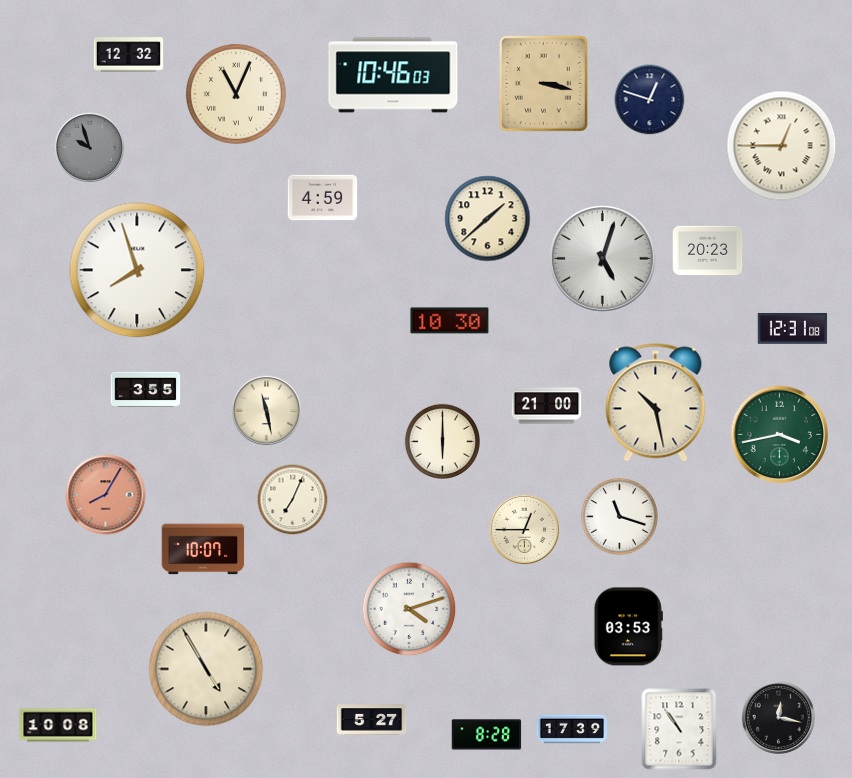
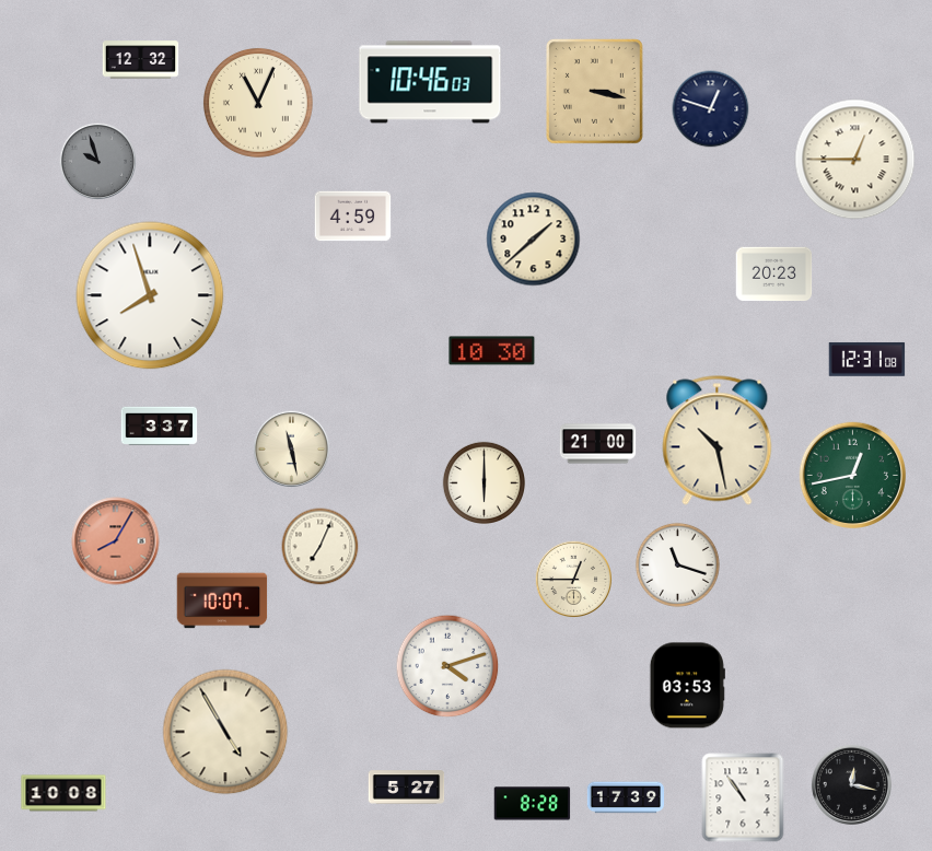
clock at (603, 259): 5:03 -> none
clock at (146, 390): 3:55 -> 3:37
clock at (780, 435): 3:43 -> 12:43
